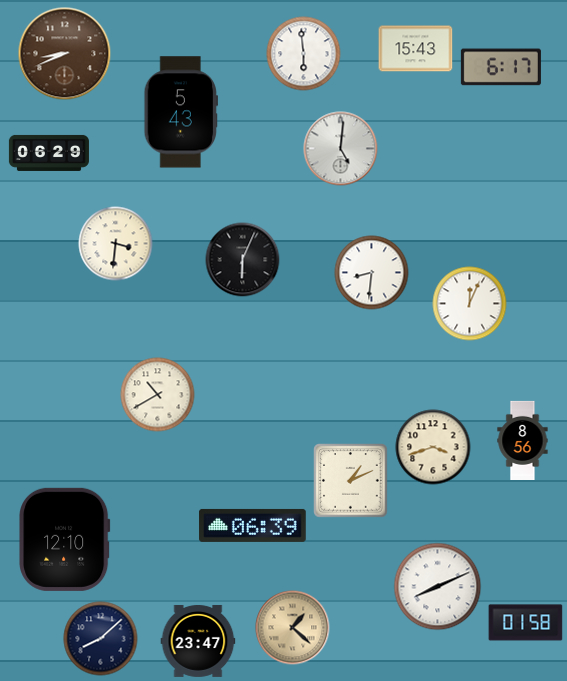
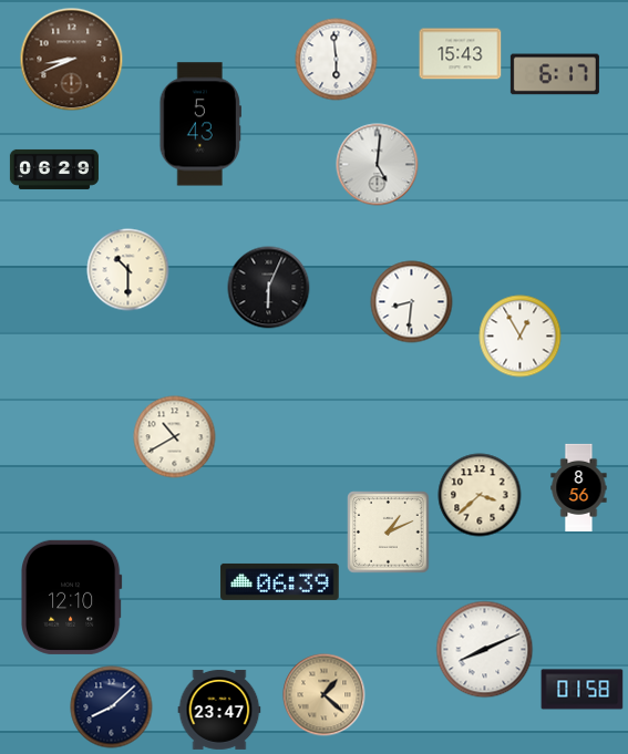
clock at (116, 244): 3:31 -> 10:30
clock at (470, 304): 12:04 -> 12:55
clock at (433, 447): 3:42 -> 3:38
